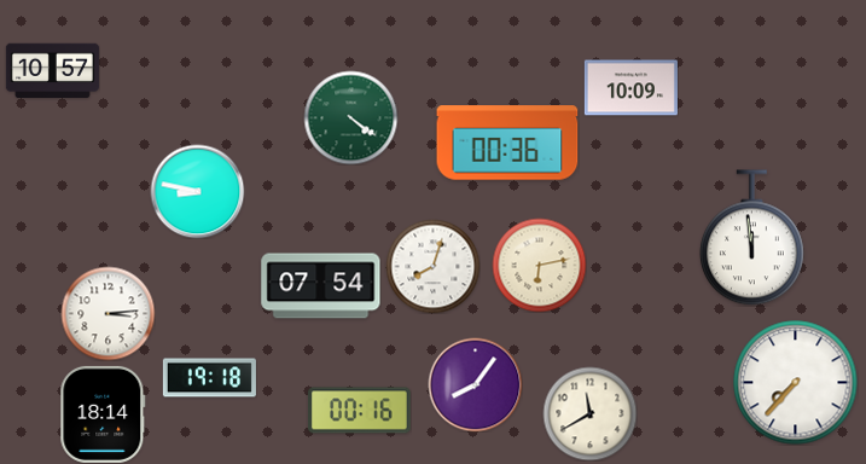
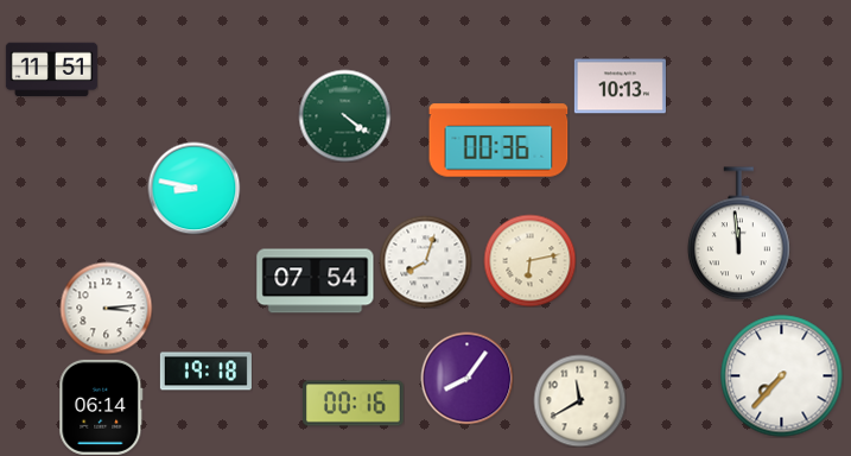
clock at (52, 71): 10:57 -> 11:51
clock at (630, 88): 10:09 -> 10:13
clock at (589, 413) position: (589, 413) -> (579, 400)
clock at (103, 414): 18:14 -> 06:14
